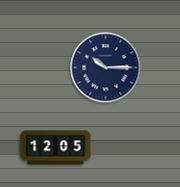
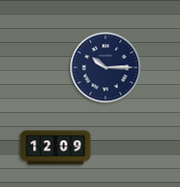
clock at (56, 148): 12:05 -> 12:09
